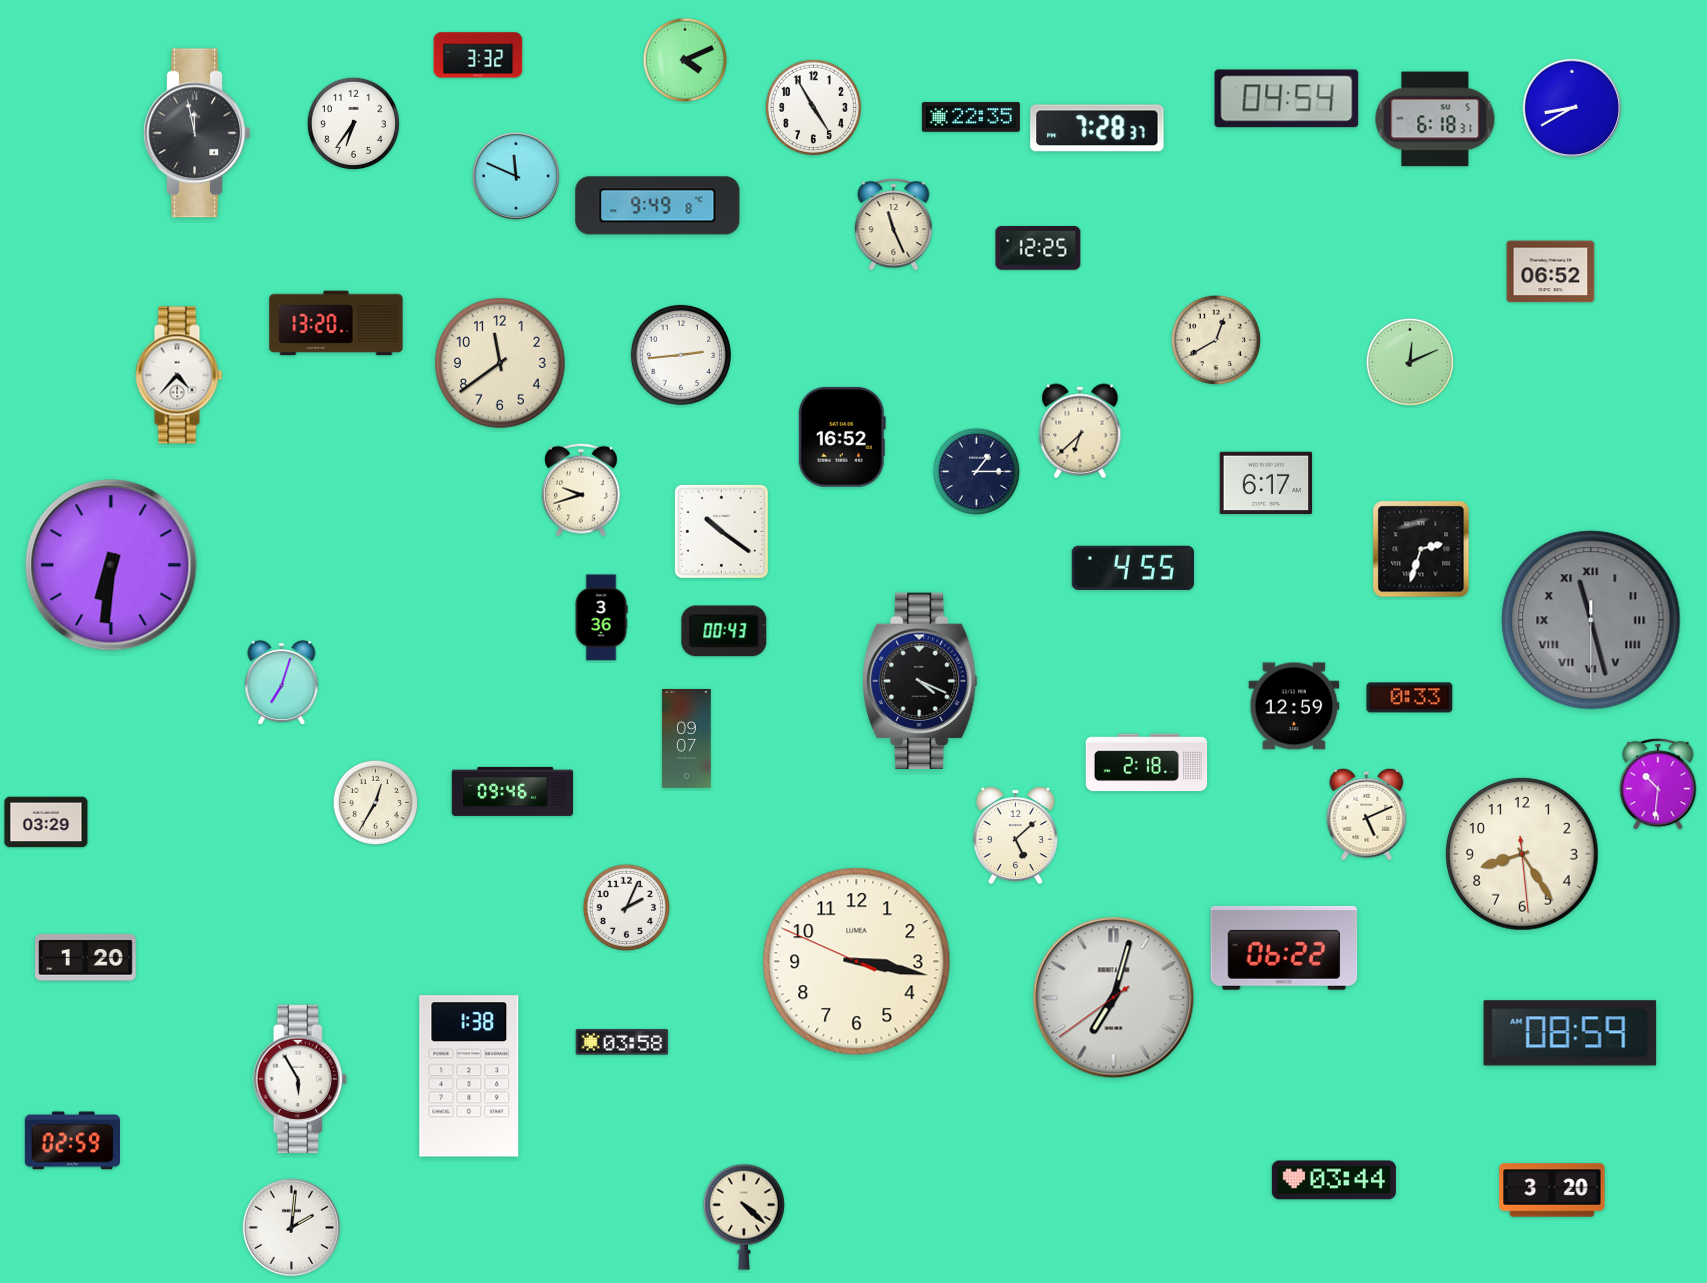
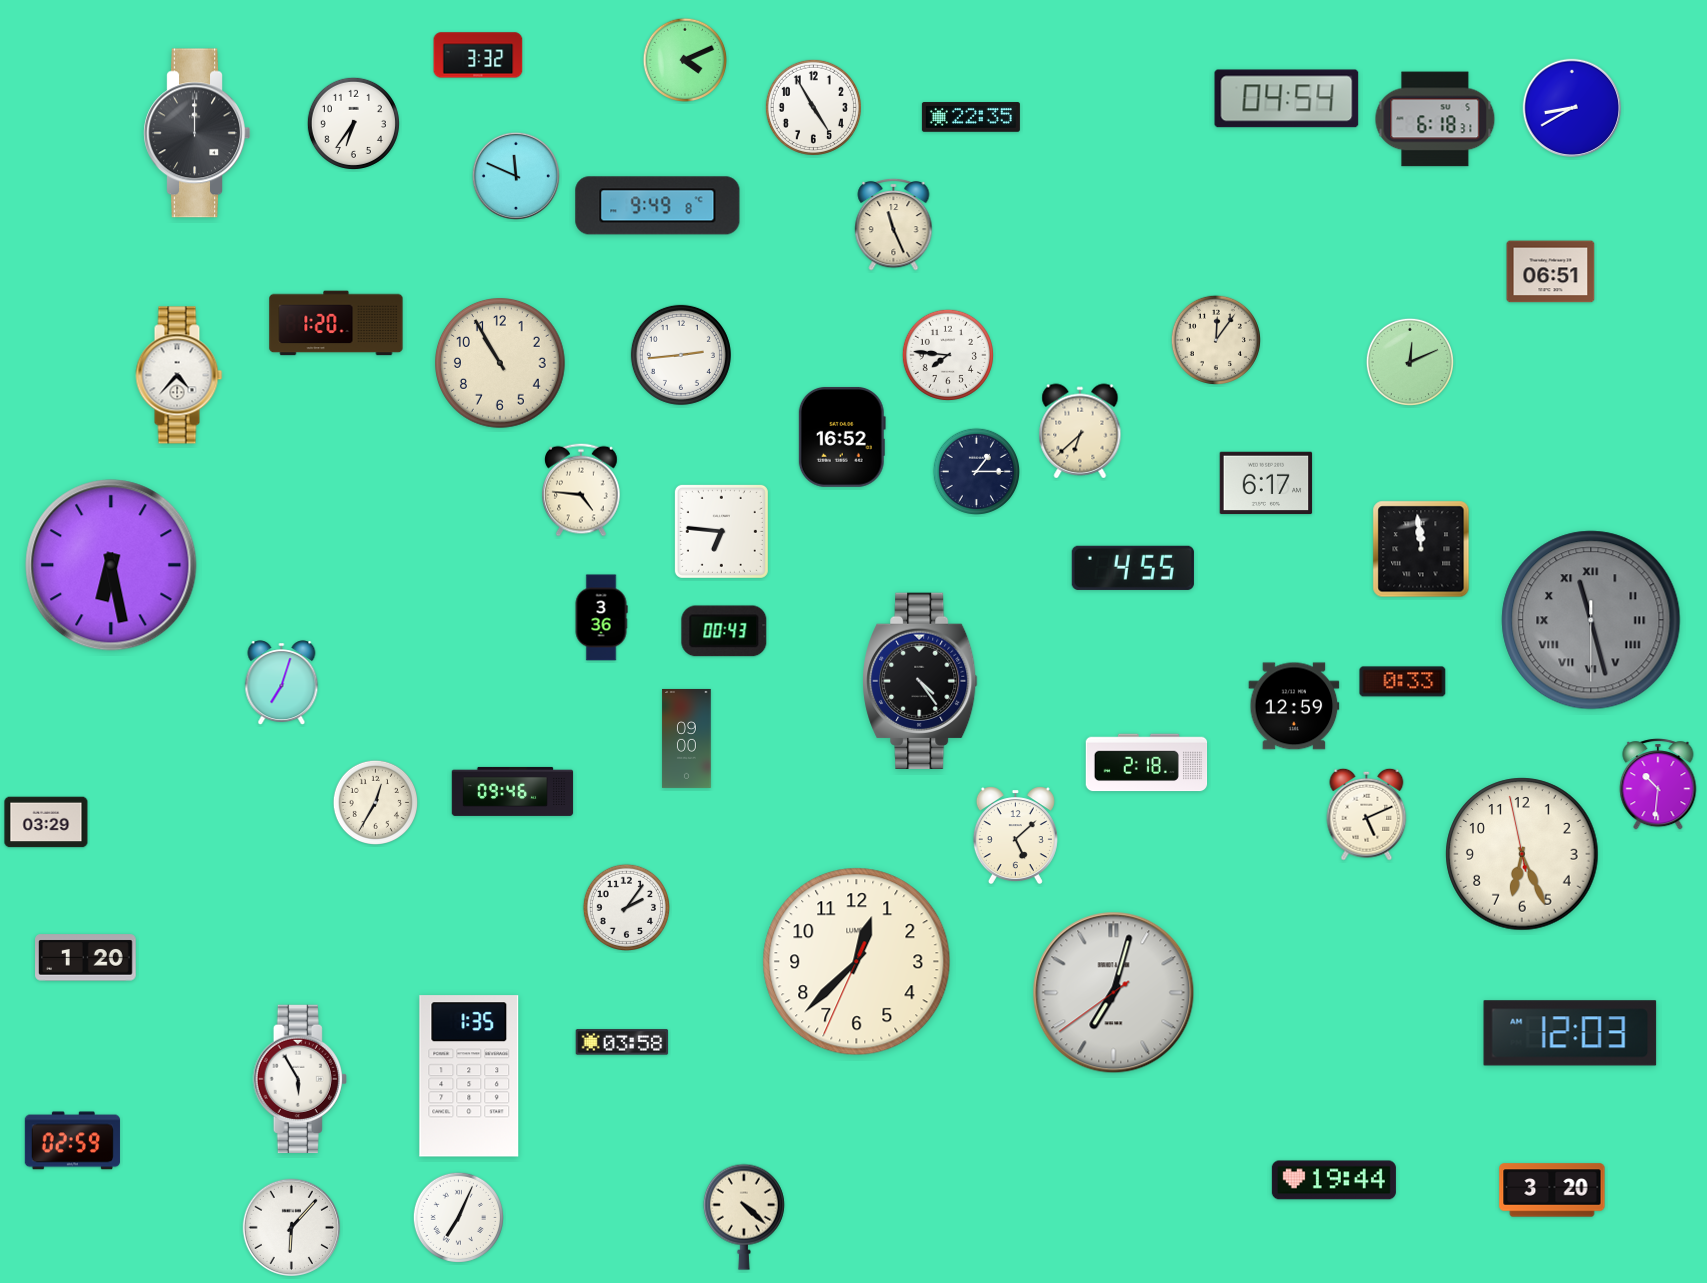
clock at (1097, 128): 7:28 -> none
clock at (197, 133): 11:58 -> 12:00
clock at (1038, 249): 12:25 -> none
clock at (1551, 272): 06:52 -> 06:51
clock at (336, 323): 13:20 -> 1:20
clock at (1216, 340): 12:40 -> 12:06
clock at (948, 355): none -> 7:46
clock at (501, 364): 11:39 -> 10:55
clock at (582, 490): 9:42 -> 4:46
clock at (721, 531): 10:21 -> 6:46
clock at (1421, 549): 2:33 -> 11:59
clock at (111, 565): 6:31 -> 6:28
clock at (920, 681): 4:19 -> 4:24
clock at (1410, 698) position: (1410, 698) -> (1403, 682)
clock at (687, 738): 09:07 -> 09:00
clock at (1522, 854): 8:24 -> 6:25
clock at (626, 907): 2:04 -> 2:06
clock at (1284, 948): 06:22 -> none
clock at (857, 962): 3:16 -> 12:37
clock at (1114, 998) position: (1114, 998) -> (1114, 993)
clock at (1570, 1033): 08:59 -> 12:03
clock at (469, 1076): 1:38 -> 1:35
clock at (1334, 1180): 03:44 -> 19:44
clock at (458, 1217): none -> 7:04
clock at (291, 1227): 2:01 -> 6:07
